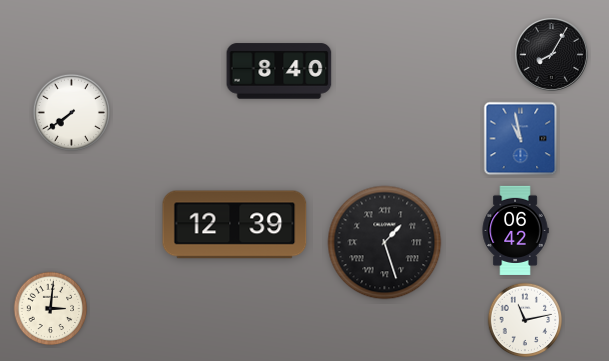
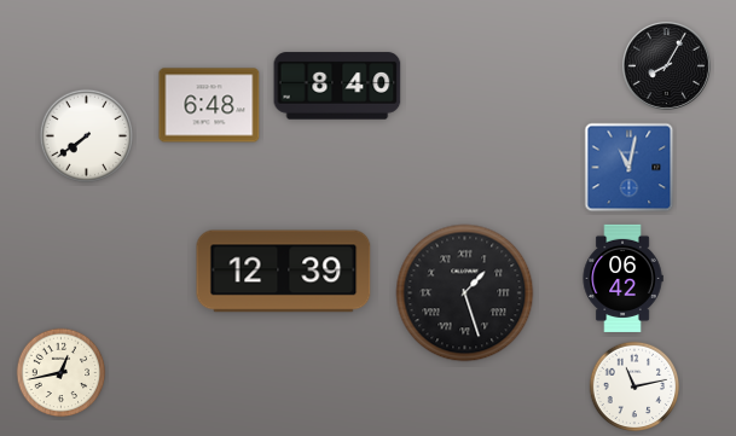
clock at (209, 105): none -> 6:48
clock at (521, 139): 10:58 -> 11:02
clock at (51, 309): 3:01 -> 12:43
